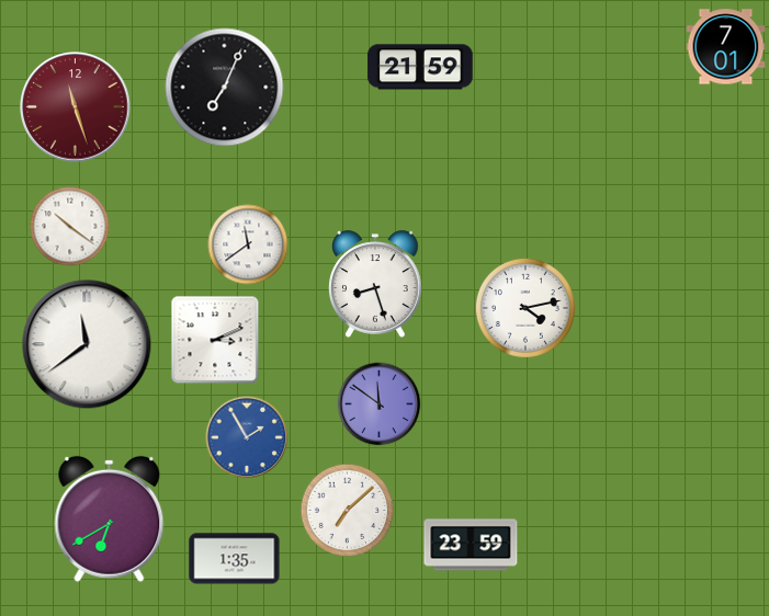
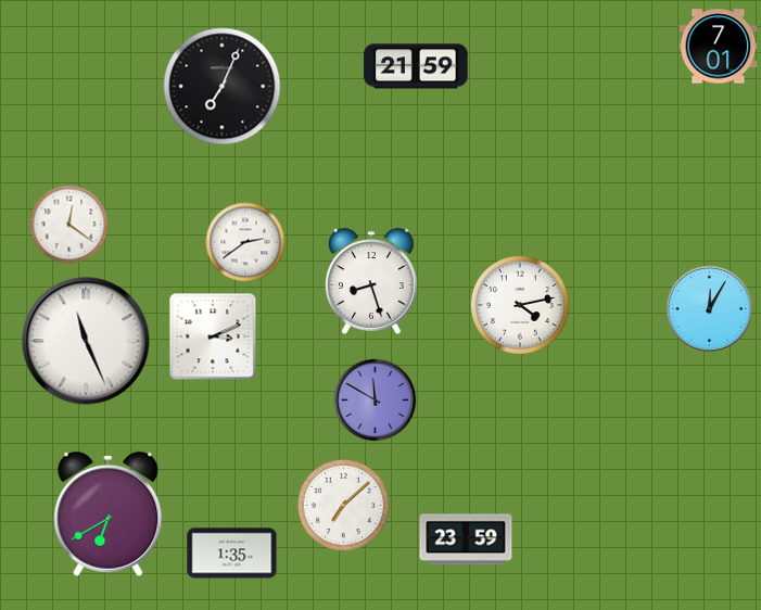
clock at (76, 107): 11:27 -> none
clock at (70, 227): 10:21 -> 12:21
clock at (248, 244): 11:39 -> 2:39
clock at (710, 309): none -> 12:05
clock at (87, 344): 11:39 -> 11:26
clock at (380, 404): 11:51 -> 11:50
clock at (247, 437): 1:55 -> none
